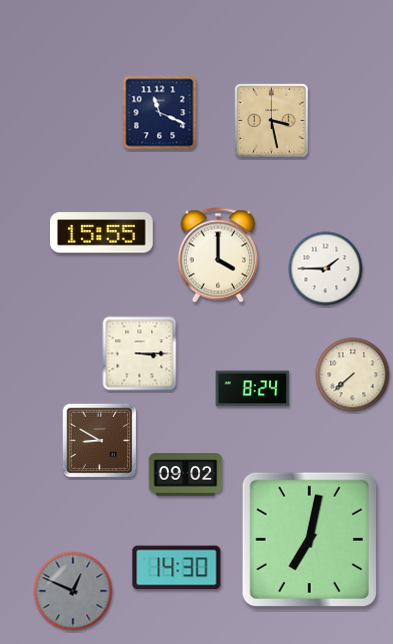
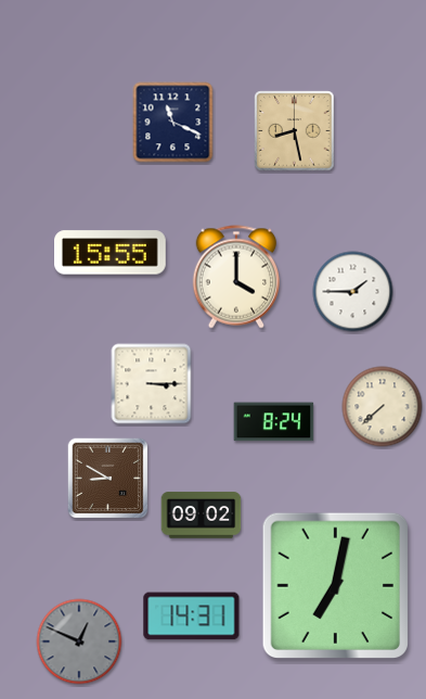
clock at (272, 121): 3:28 -> 8:28
clock at (177, 568): 14:30 -> 14:31
